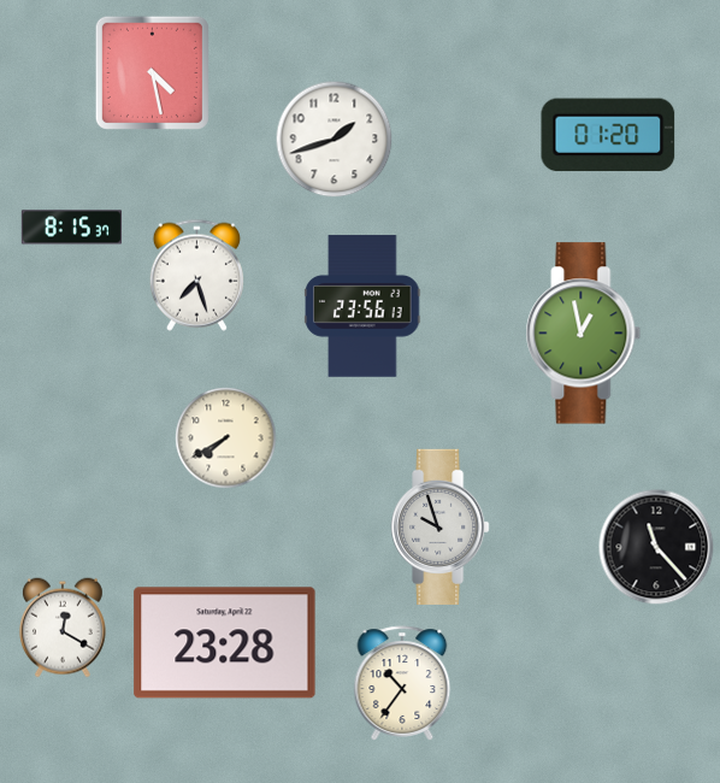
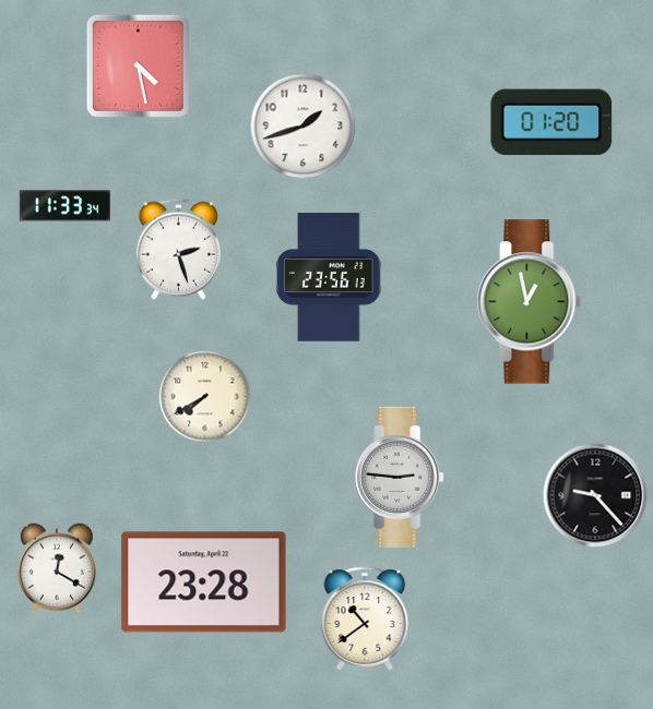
clock at (71, 228): 8:15 -> 11:33
clock at (196, 275): 7:27 -> 2:27
clock at (441, 526): 9:57 -> 2:46
clock at (656, 547): 11:23 -> 9:23
clock at (402, 683): 10:36 -> 10:39
